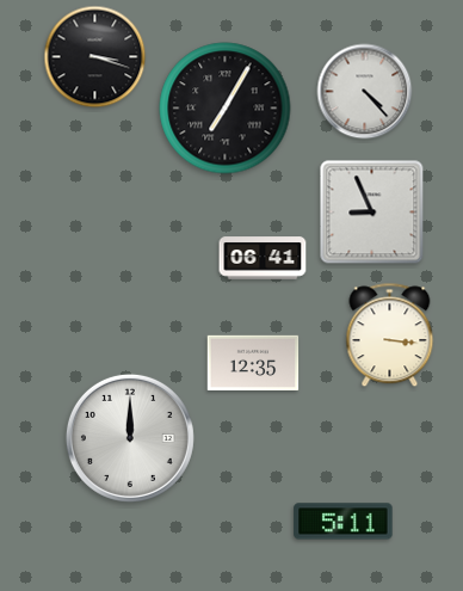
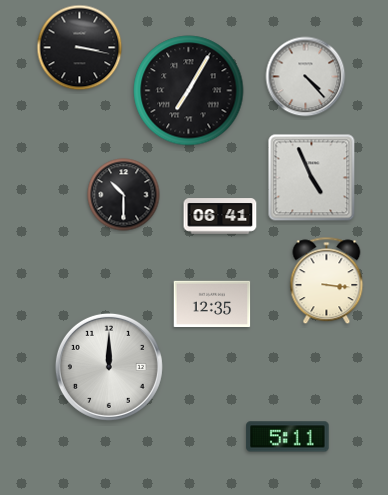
clock at (95, 57): 3:18 -> 3:17
clock at (372, 213): 8:56 -> 4:56
clock at (124, 195): none -> 10:30
